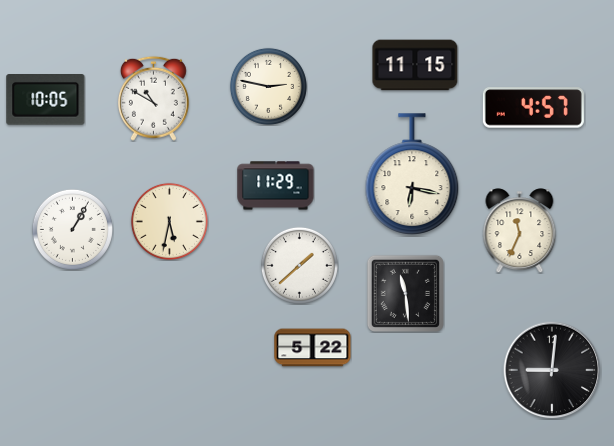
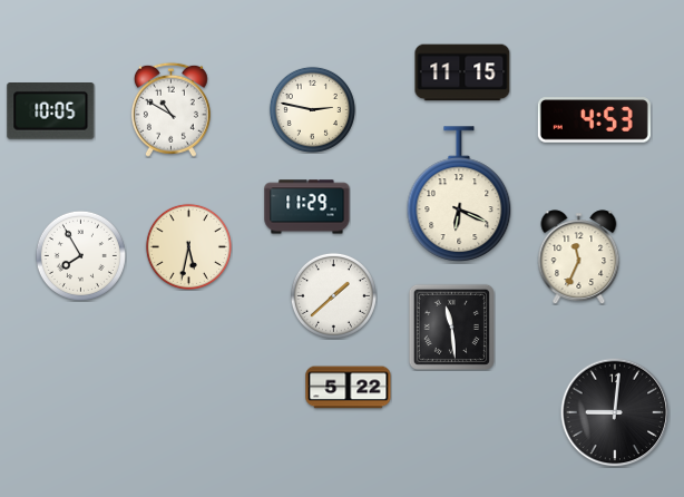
clock at (268, 86) position: (268, 86) -> (312, 109)
clock at (533, 108): 4:57 -> 4:53
clock at (412, 174): 6:17 -> 6:19
clock at (72, 229): 1:05 -> 7:55
